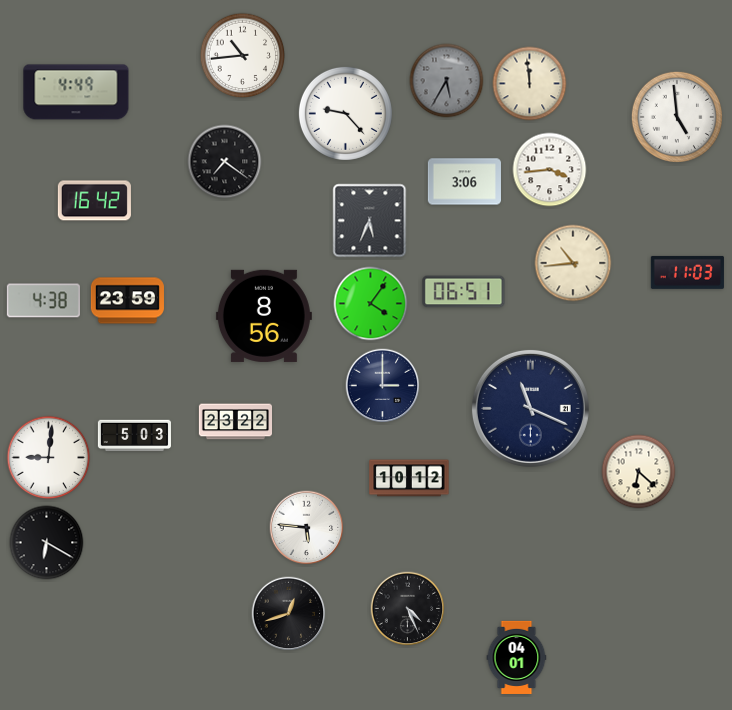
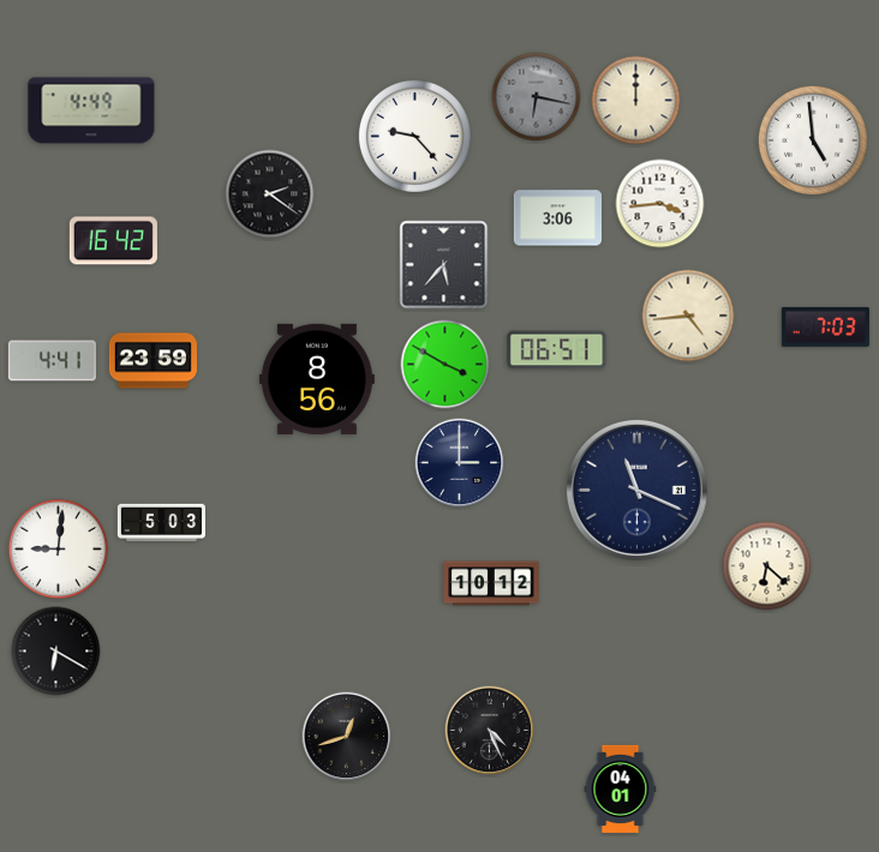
clock at (243, 56): 10:44 -> none
clock at (447, 81): 5:35 -> 6:17
clock at (530, 84): 11:59 -> 12:00
clock at (225, 162): 7:21 -> 2:21
clock at (370, 221): 5:34 -> 5:37
clock at (573, 263): 10:44 -> 4:44
clock at (687, 272): 11:03 -> 7:03
clock at (43, 301): 4:38 -> 4:41
clock at (371, 304): 4:06 -> 3:50
clock at (235, 422): 23:22 -> none
clock at (409, 478) position: (409, 478) -> (491, 583)
clock at (307, 528): 5:46 -> none
